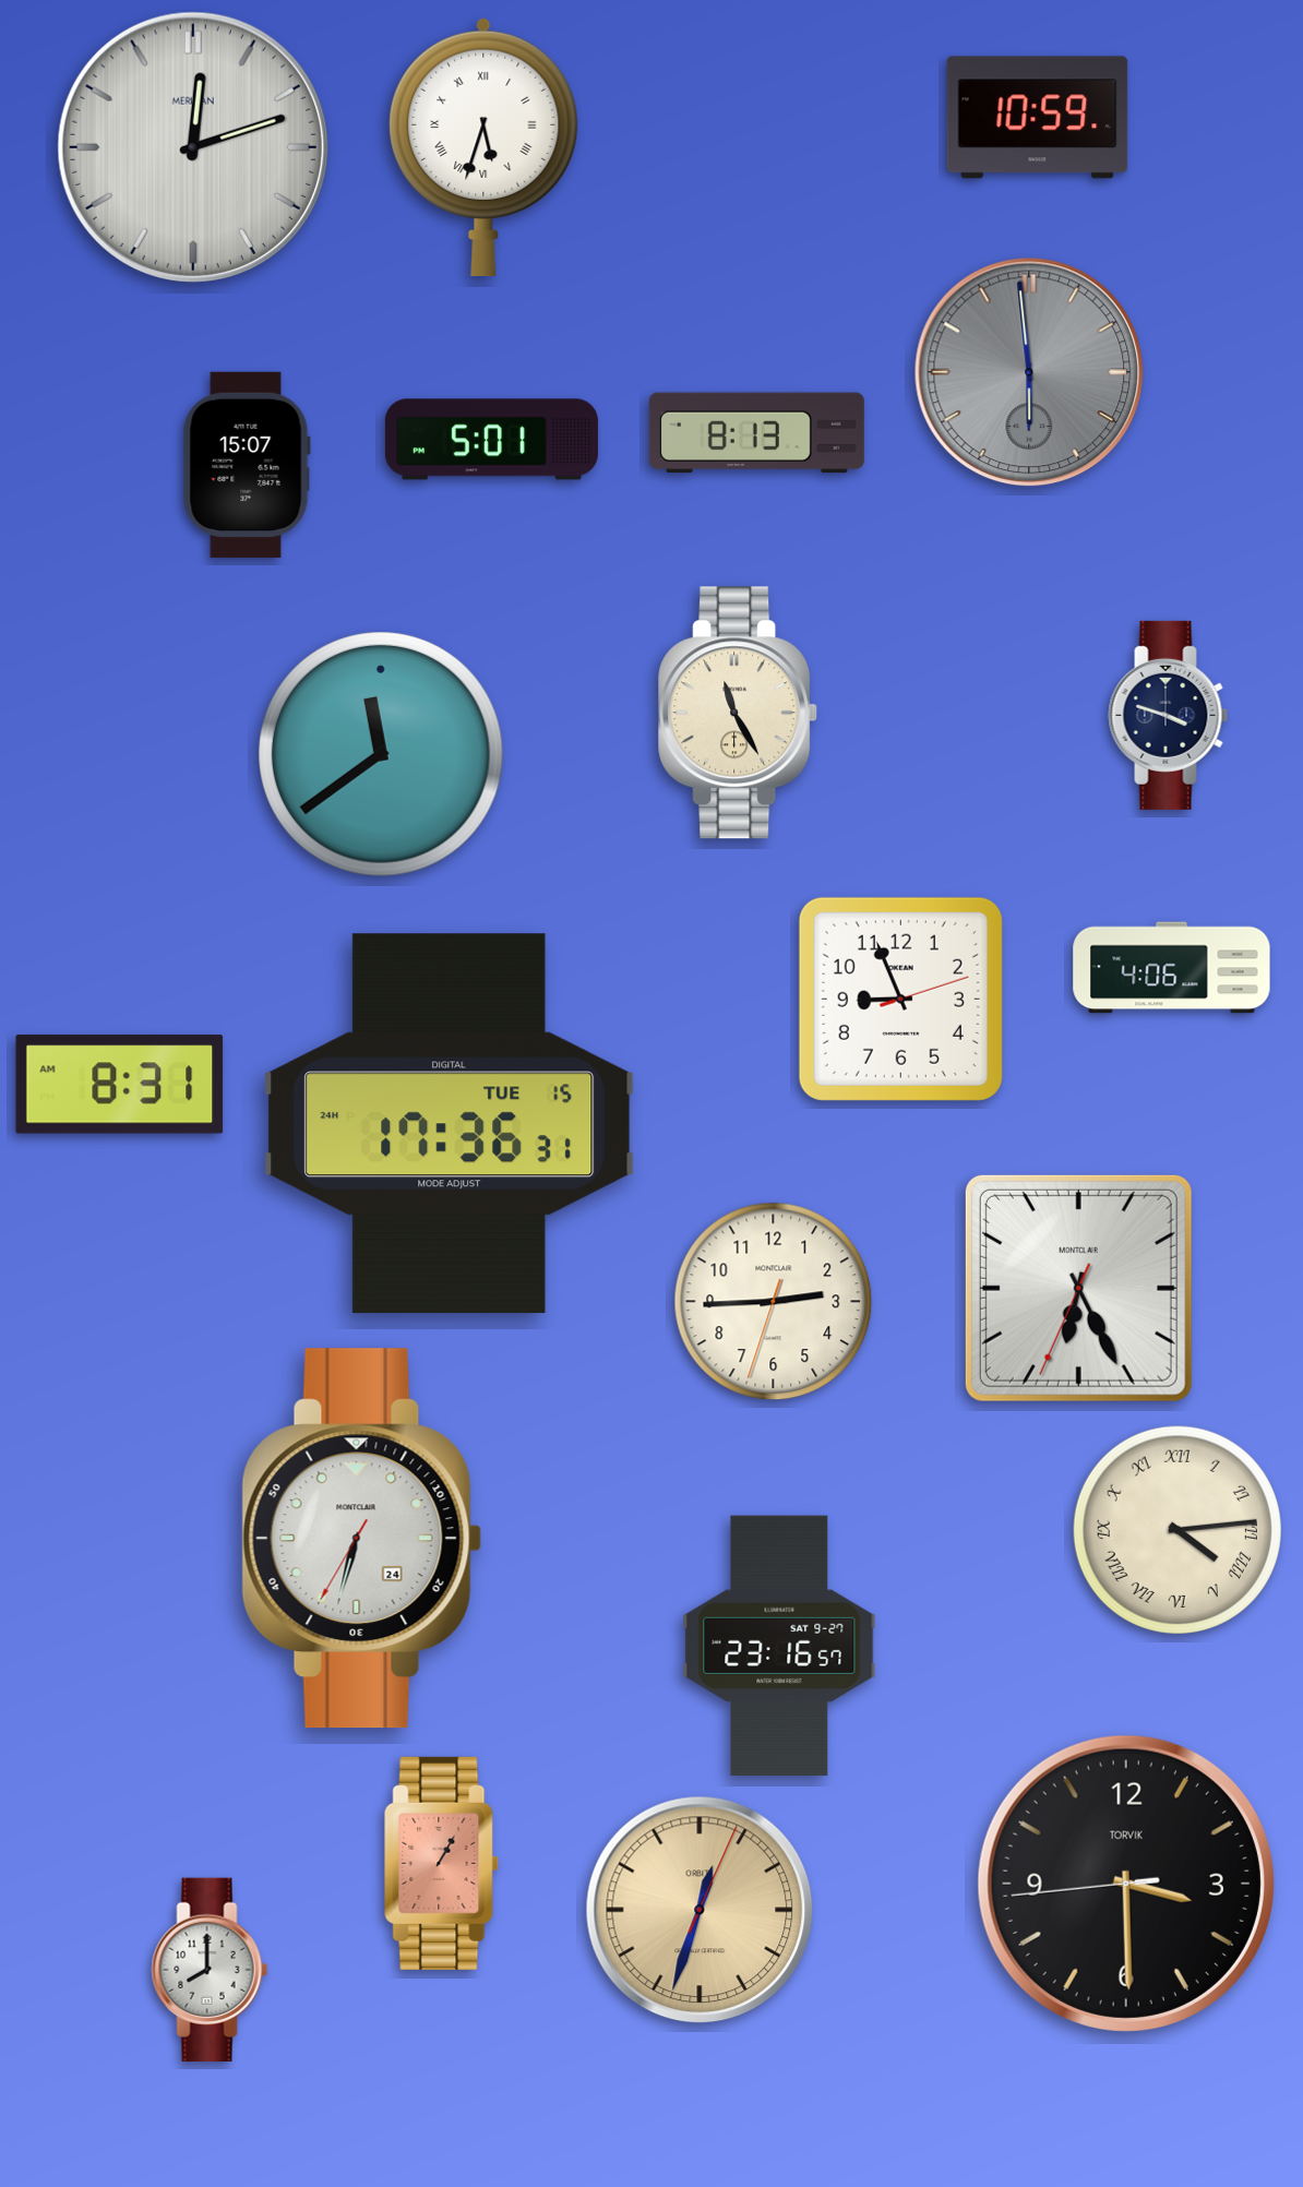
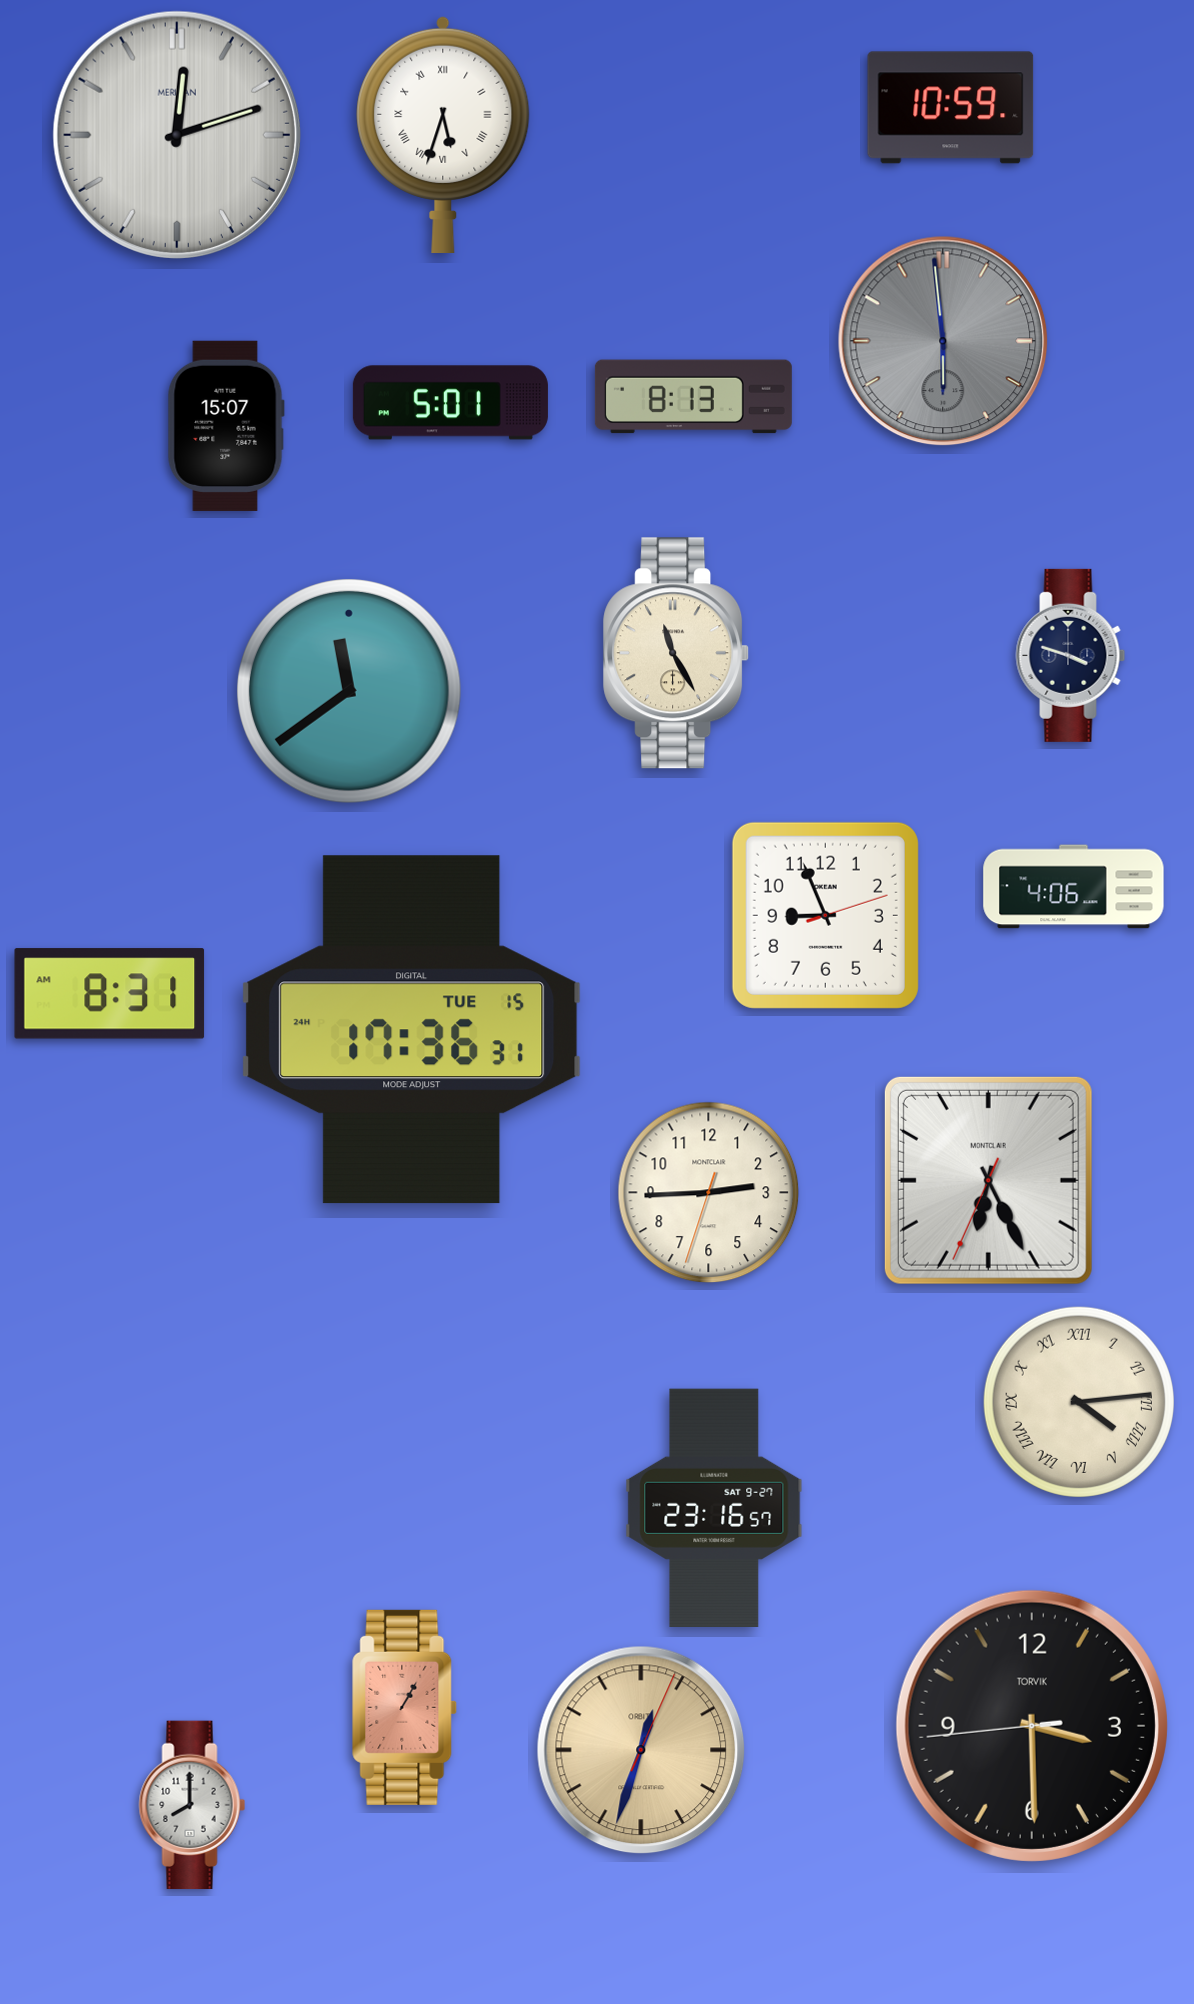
clock at (362, 1539): 6:32 -> none
